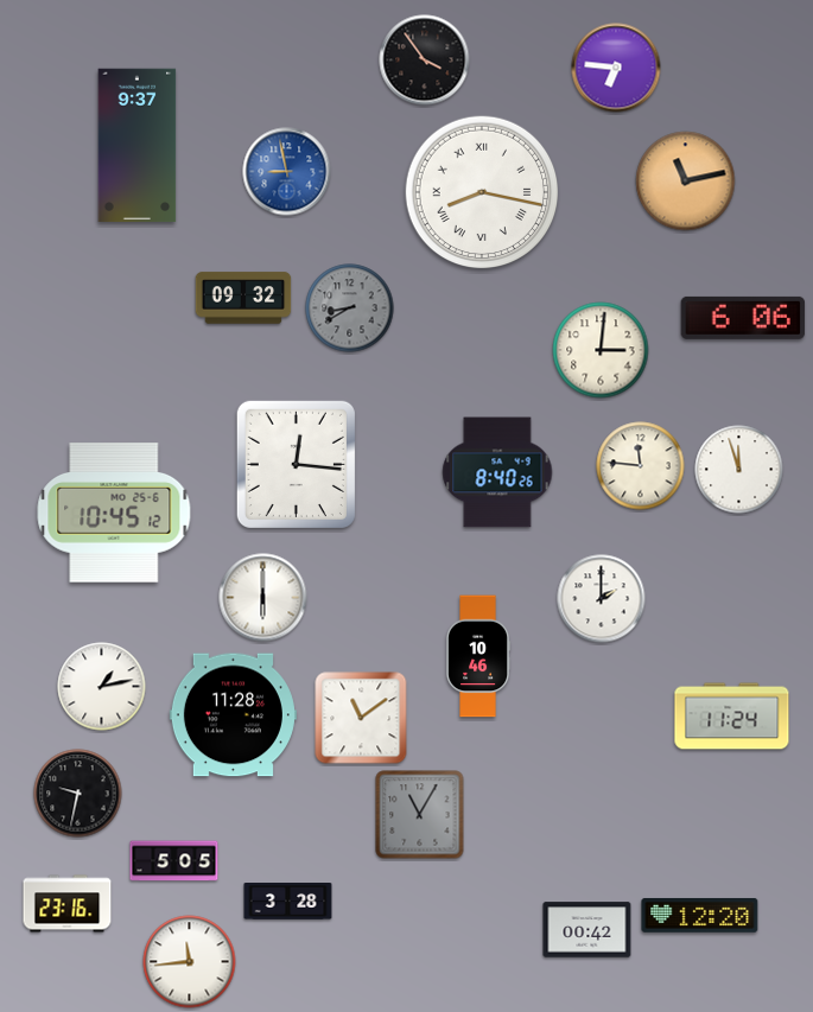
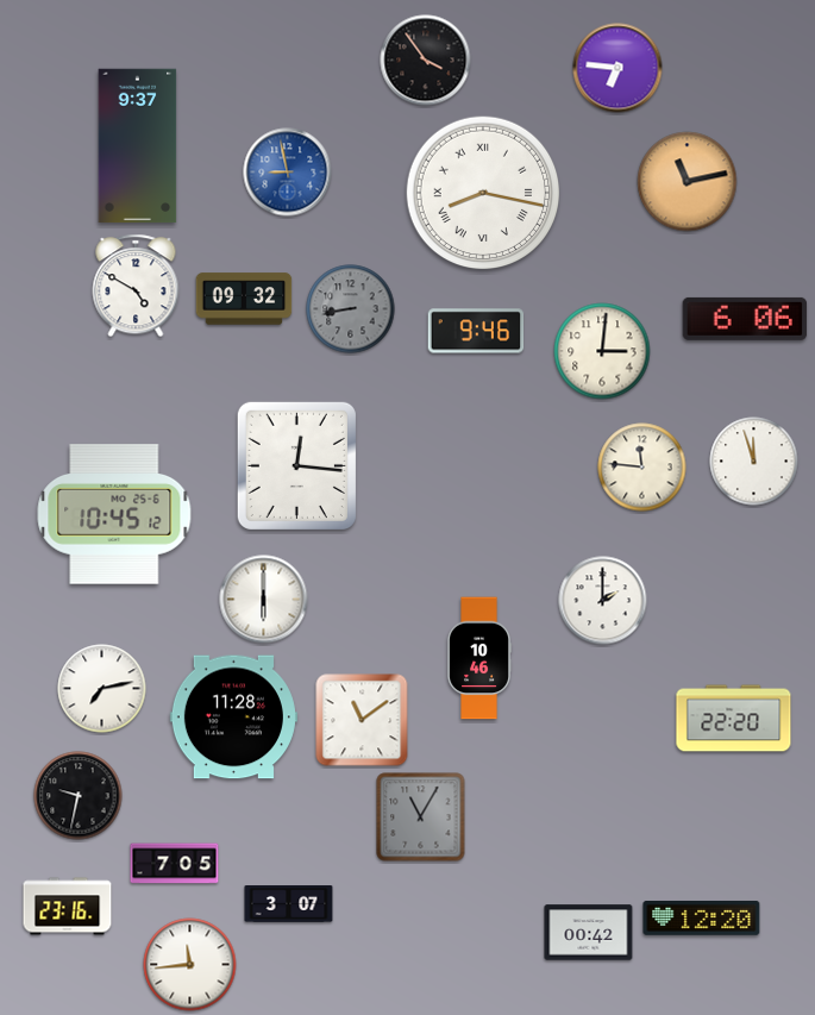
clock at (136, 286): none -> 4:50
clock at (350, 308): 8:40 -> 8:43
clock at (476, 331): none -> 9:46
clock at (739, 470) position: (739, 470) -> (754, 462)
clock at (497, 472): 8:40 -> none
clock at (102, 687): 1:13 -> 7:13
clock at (732, 717): 11:24 -> 22:20
clock at (174, 861): 5:05 -> 7:05
clock at (288, 902): 3:28 -> 3:07
